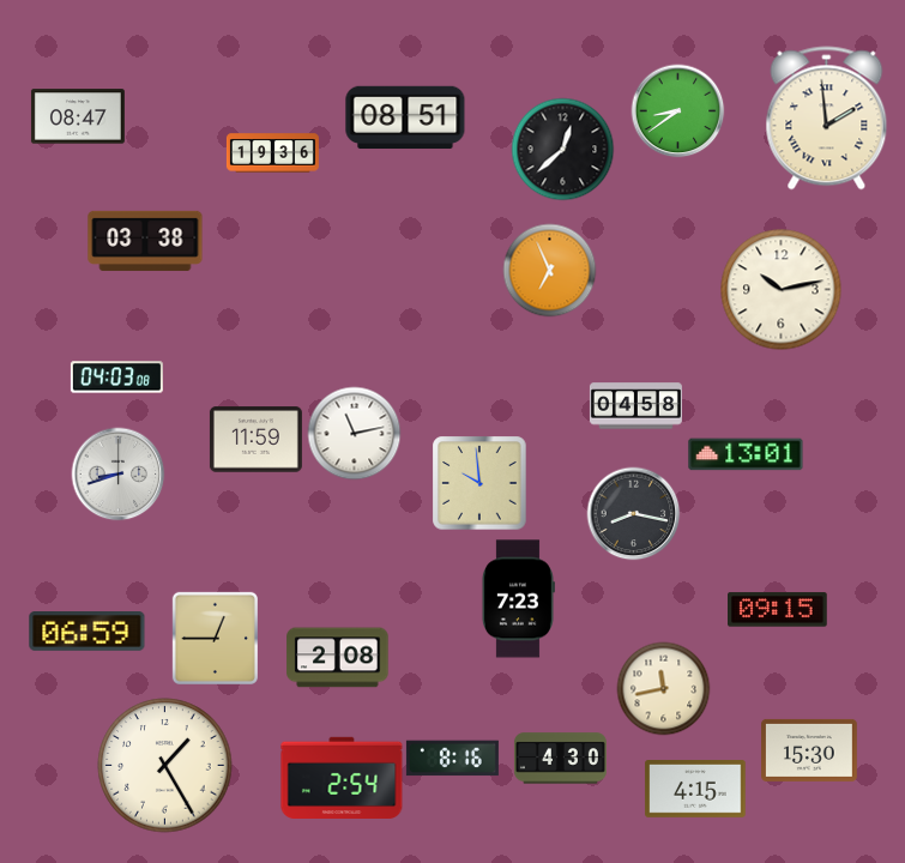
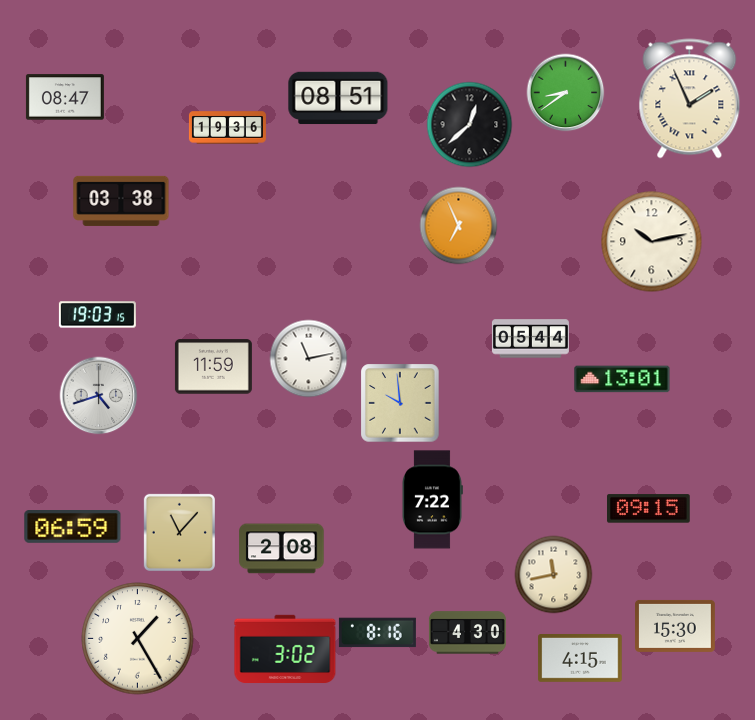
clock at (827, 119): 1:59 -> 1:56
clock at (116, 378): 04:03 -> 19:03
clock at (635, 406): 04:58 -> 05:44
clock at (354, 433) position: (354, 433) -> (308, 358)
clock at (117, 473): 8:42 -> 4:42
clock at (633, 513): 8:17 -> none
clock at (518, 599): 7:23 -> 7:22
clock at (215, 638): 12:45 -> 11:07
clock at (342, 778): 2:54 -> 3:02
